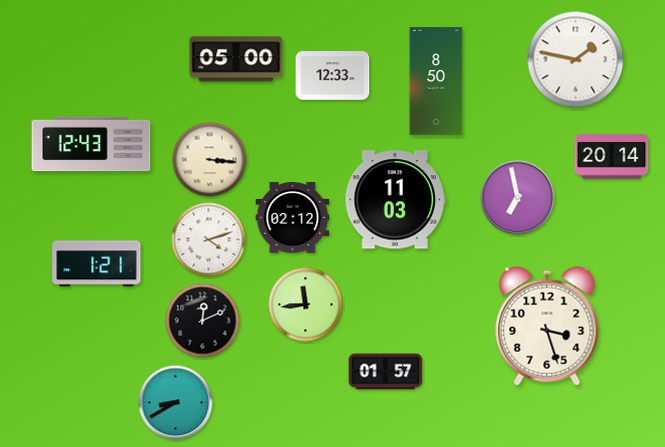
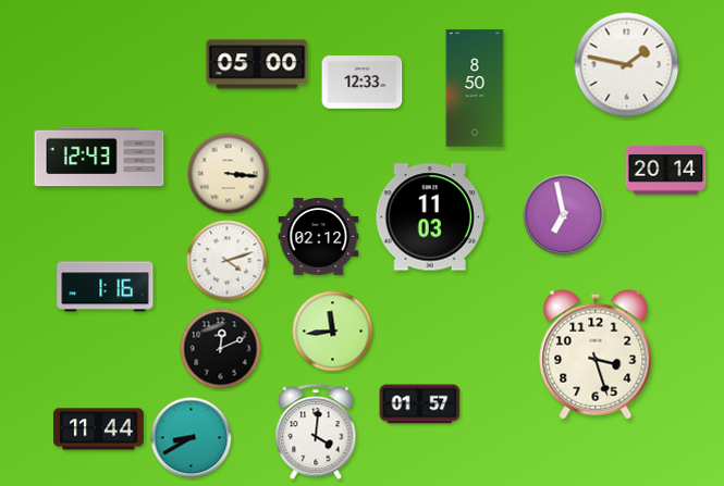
clock at (97, 264): 1:21 -> 1:16
clock at (99, 429): none -> 11:44
clock at (316, 433): none -> 4:01
